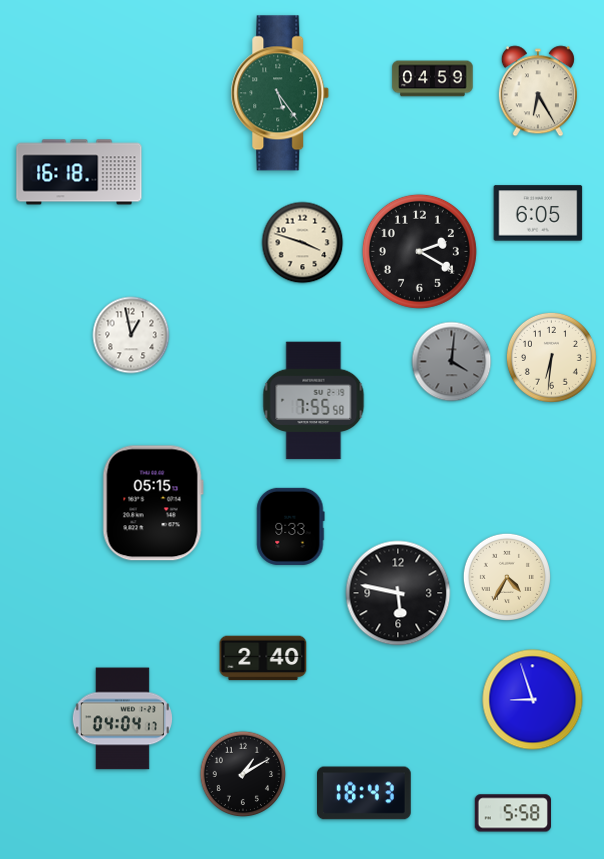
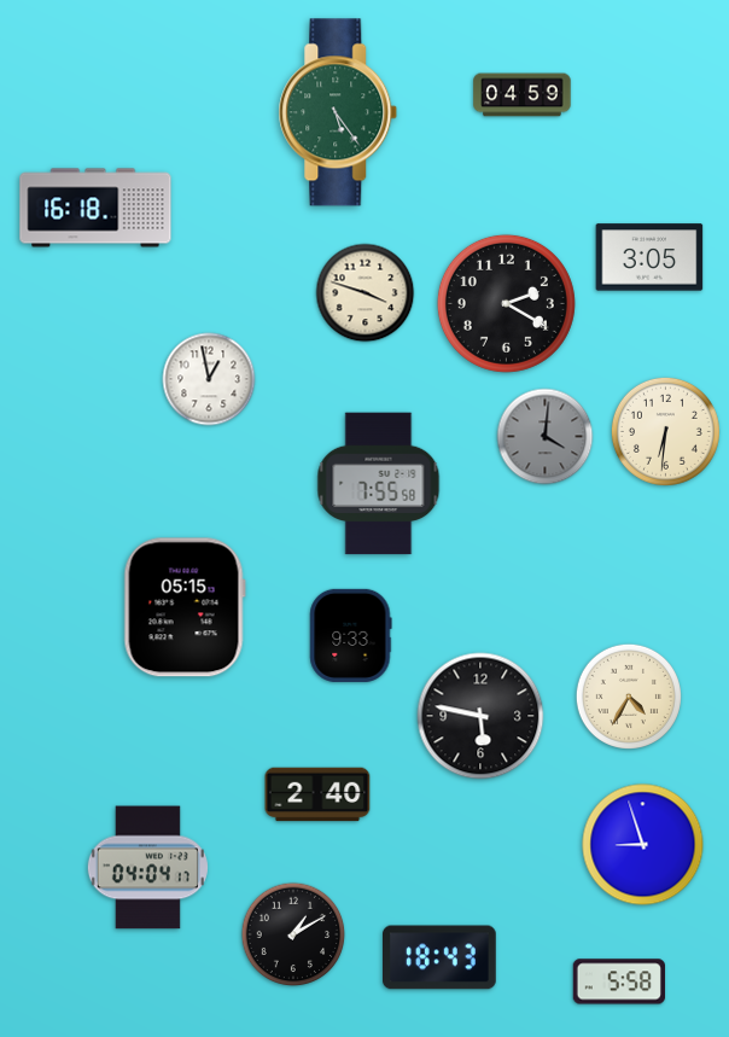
clock at (538, 91): 6:25 -> none
clock at (538, 213): 6:05 -> 3:05
clock at (131, 335) position: (131, 335) -> (209, 379)
clock at (507, 577) position: (507, 577) -> (629, 697)
